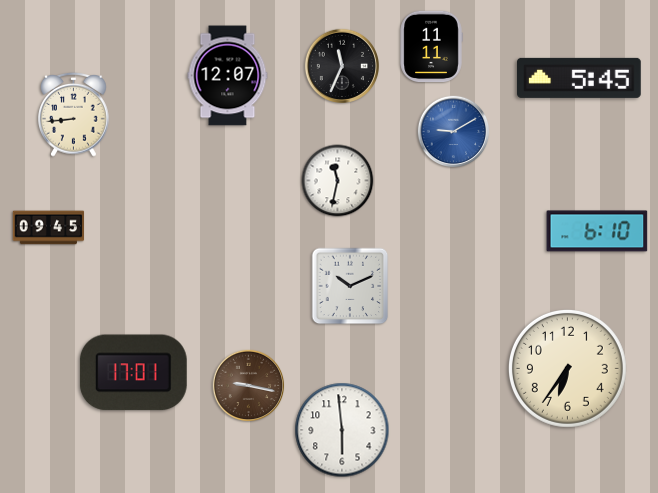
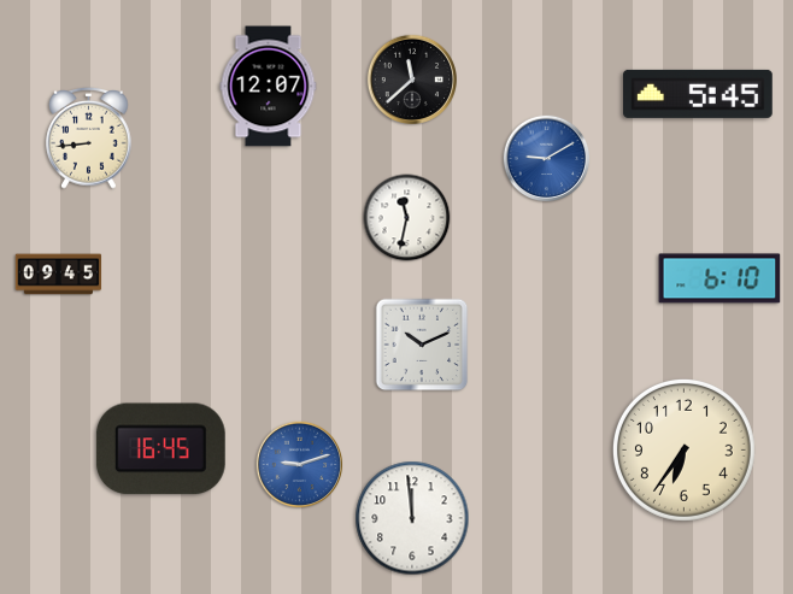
clock at (431, 47): 11:11 -> none
clock at (341, 65): 11:34 -> 11:38
clock at (228, 76) position: (228, 76) -> (269, 87)
clock at (567, 368) position: (567, 368) -> (683, 449)
clock at (133, 373): 17:01 -> 16:45
clock at (249, 386): 9:17 -> 9:12
clock at (249, 386) dial: brown -> blue
clock at (342, 430): 5:59 -> 11:59
